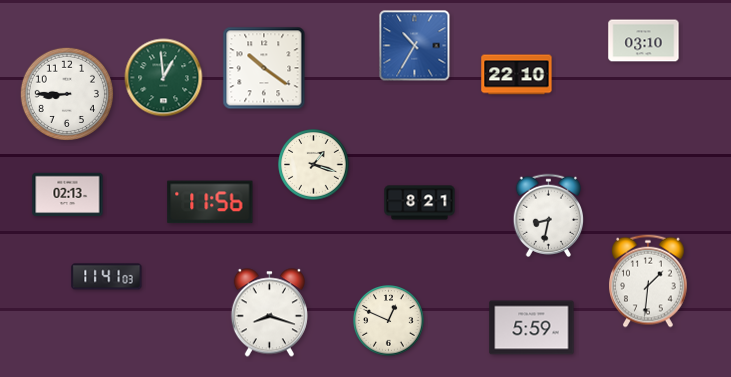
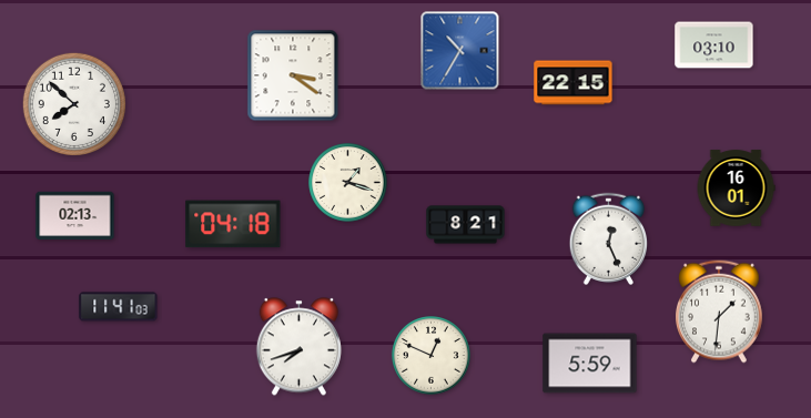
clock at (264, 68): 10:21 -> 3:21
clock at (517, 75): 22:10 -> 22:15
clock at (164, 78): 12:59 -> none
clock at (67, 94): 8:45 -> 7:52
clock at (736, 188): none -> 16:01
clock at (210, 202): 11:56 -> 04:18
clock at (549, 215): 8:32 -> 12:26
clock at (269, 313): 8:18 -> 7:42
